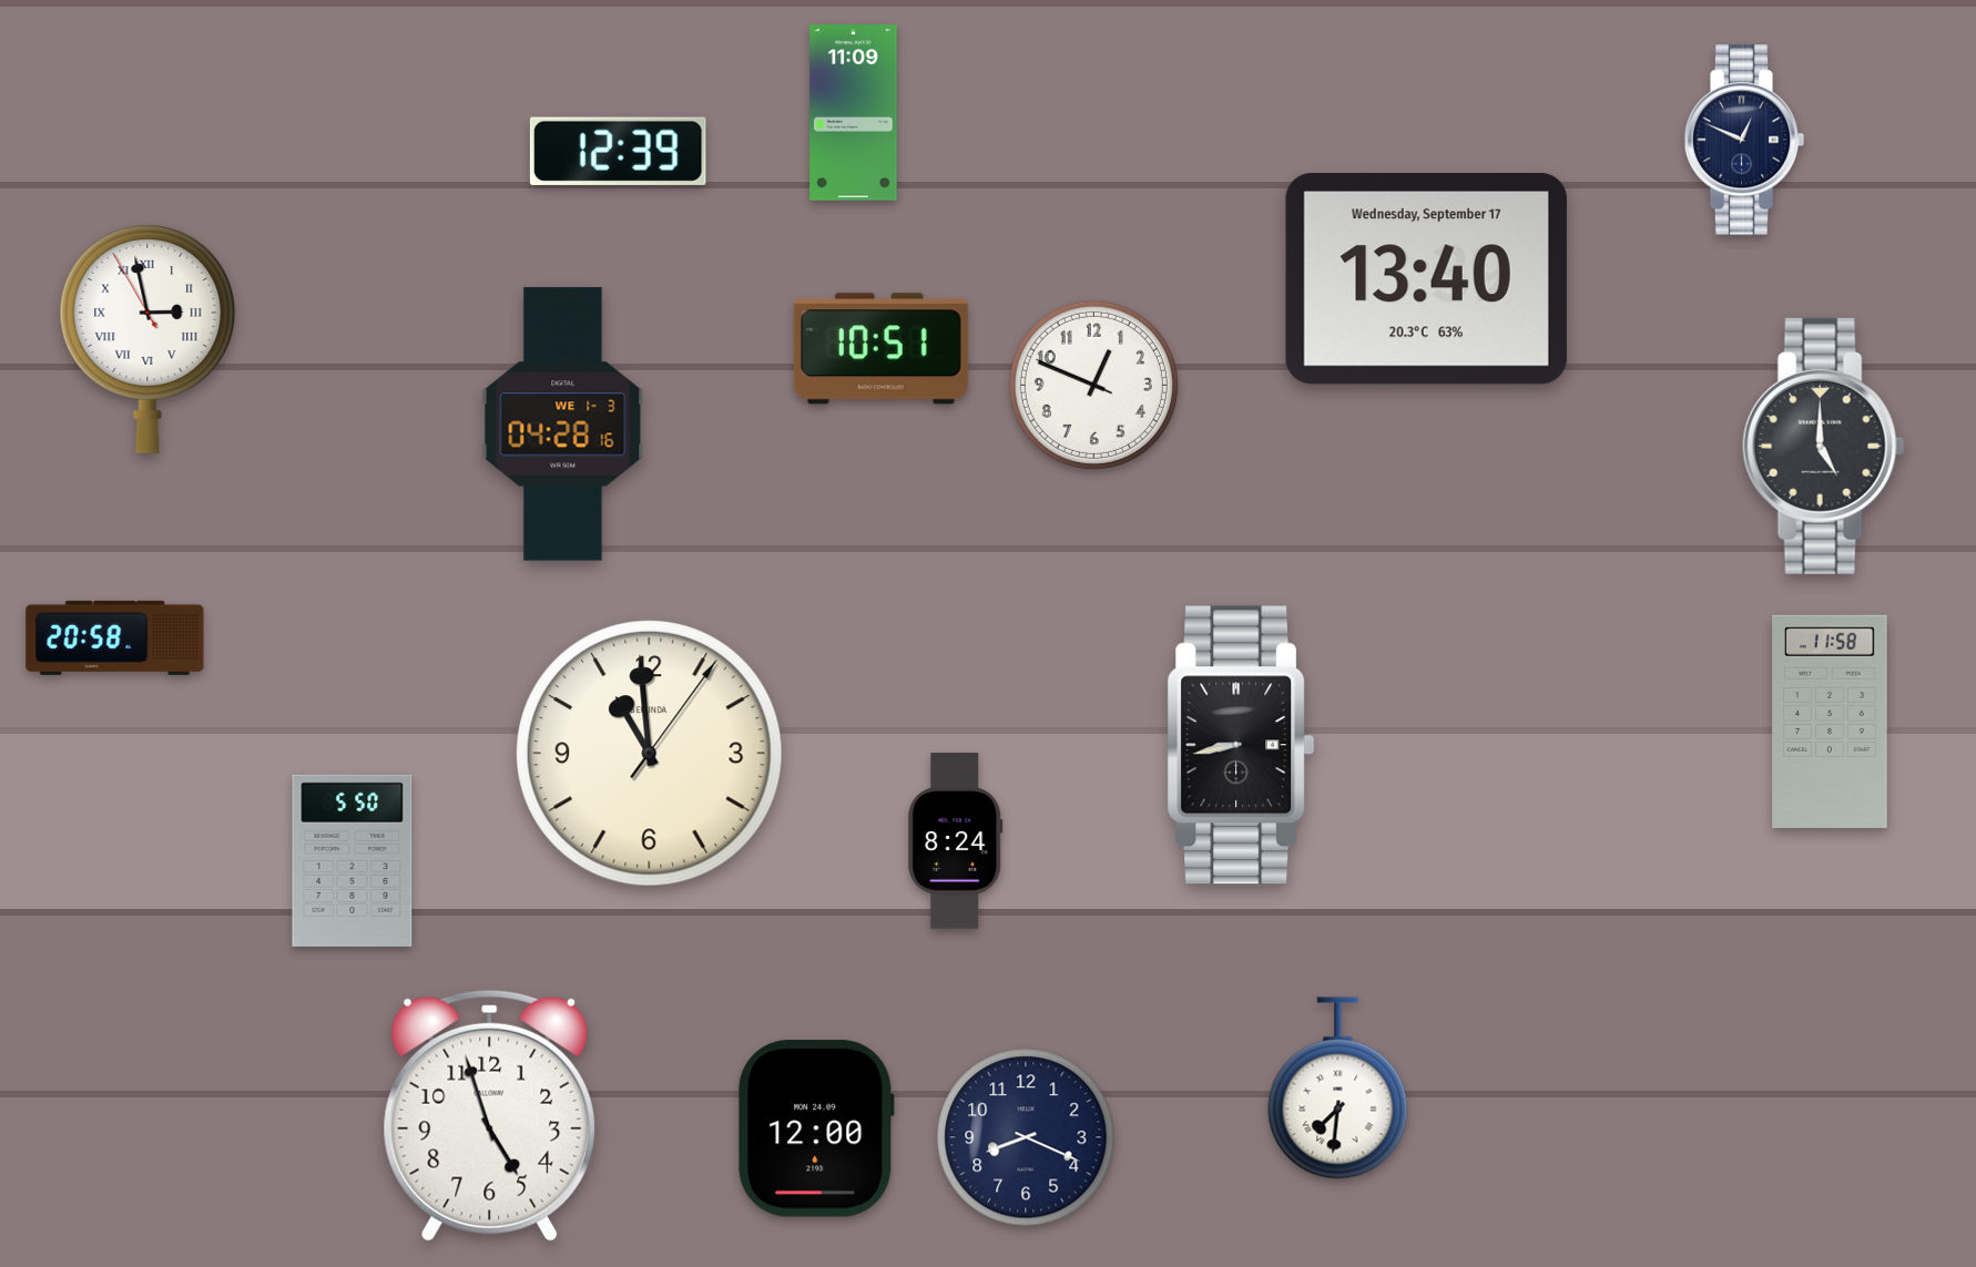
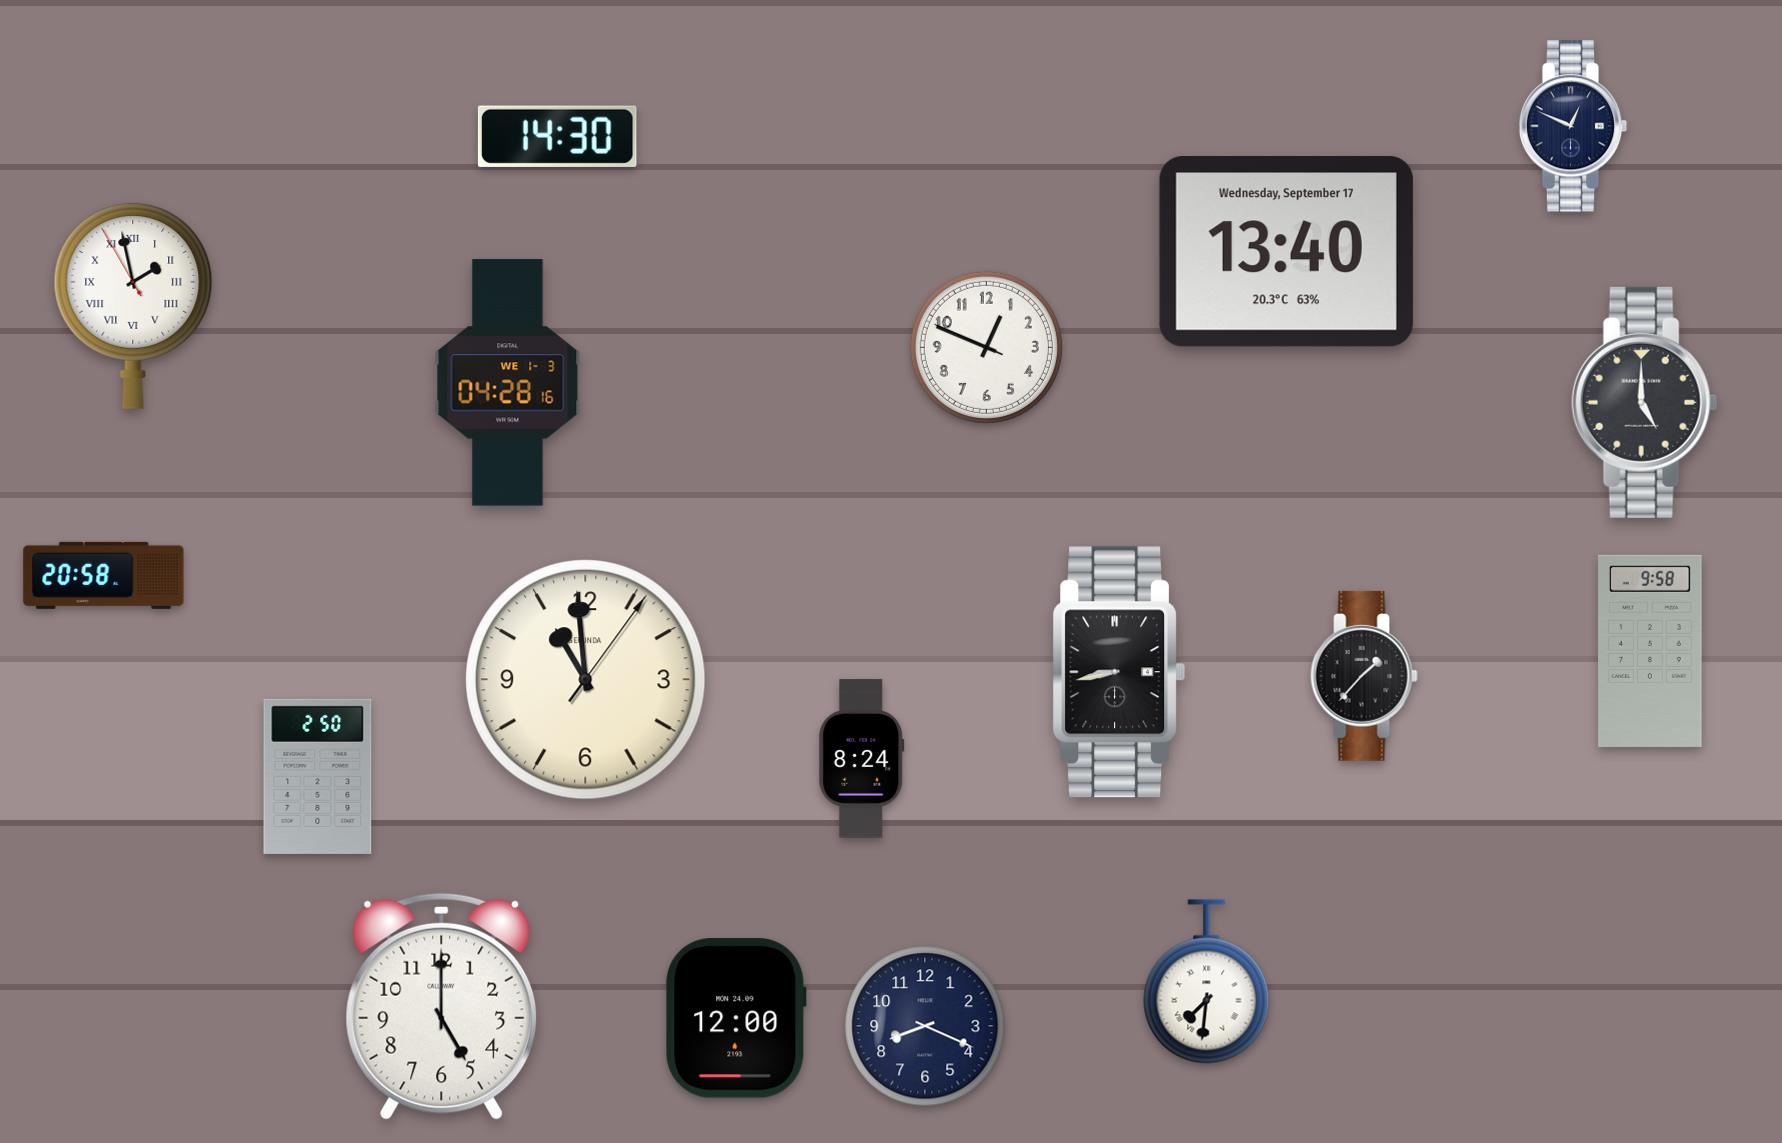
clock at (854, 113): 11:09 -> none
clock at (618, 151): 12:39 -> 14:30
clock at (147, 338): 2:57 -> 1:57
clock at (880, 349): 10:51 -> none
clock at (1830, 722): 11:58 -> 9:58
clock at (1364, 676): none -> 1:37
clock at (353, 860): 5:50 -> 2:50
clock at (490, 1115): 4:57 -> 5:00
